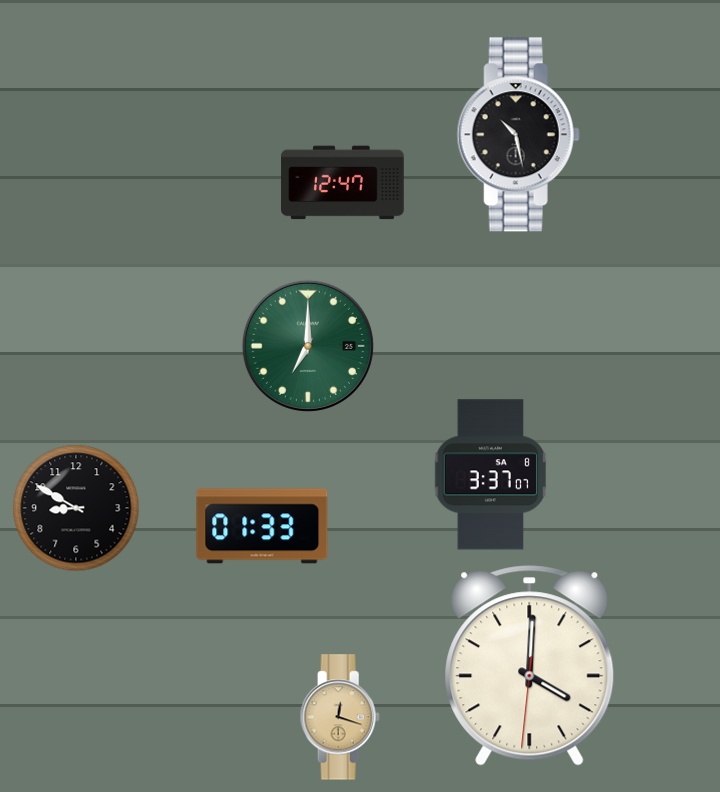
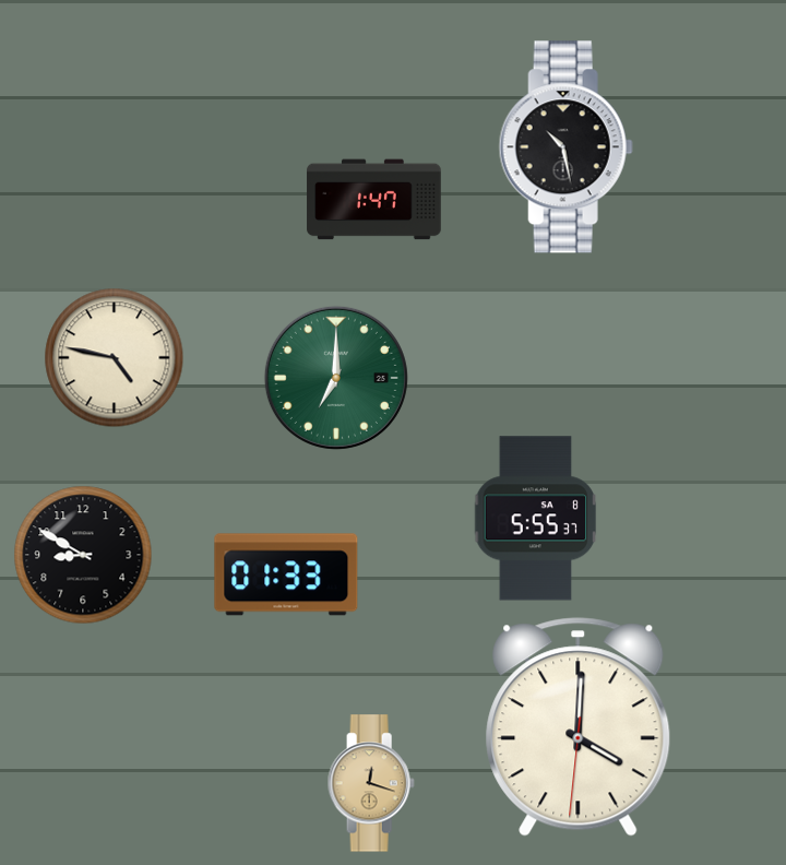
clock at (343, 183): 12:47 -> 1:47
clock at (115, 358): none -> 4:47
clock at (491, 475): 3:37 -> 5:55
